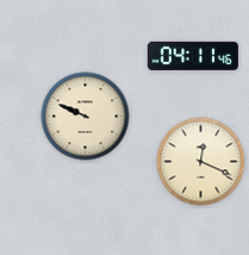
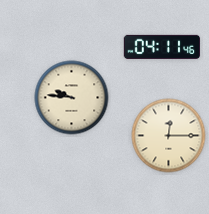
clock at (86, 117): 9:49 -> 9:46
clock at (201, 162): 12:19 -> 12:15
